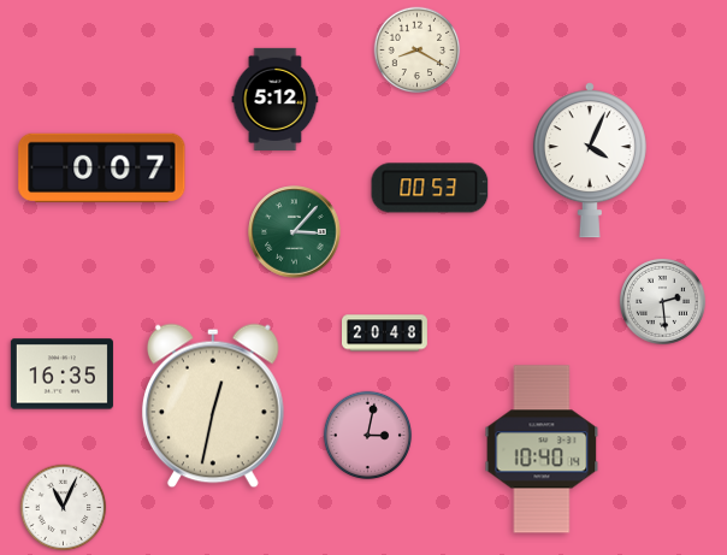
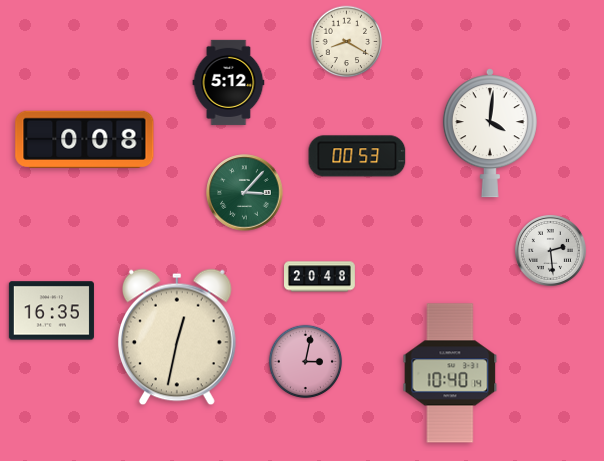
clock at (590, 160): 4:04 -> 4:01
clock at (102, 167): 0:07 -> 0:08
clock at (64, 508): 11:04 -> none
